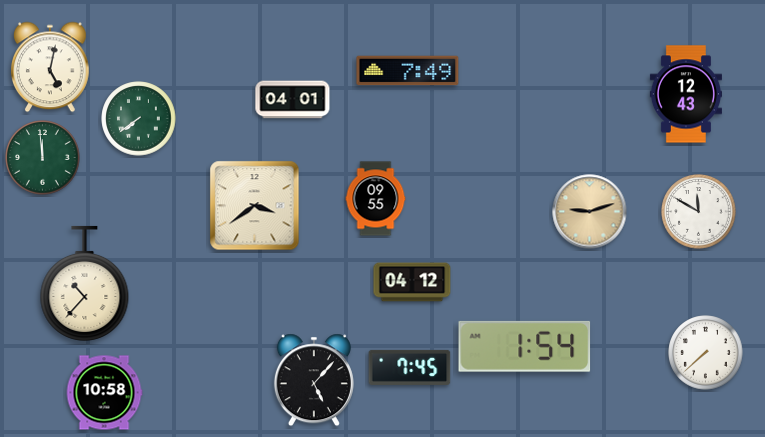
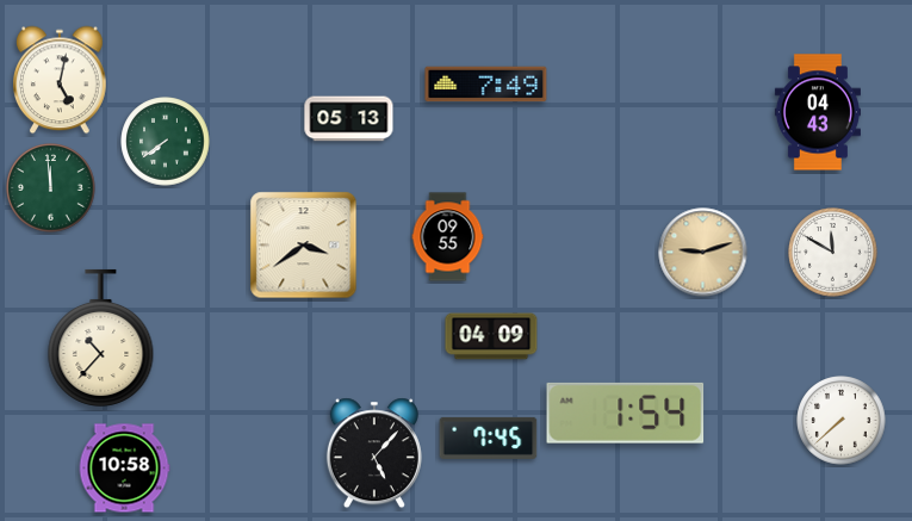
clock at (686, 94): 12:43 -> 04:43
clock at (293, 100): 04:01 -> 05:13
clock at (412, 282): 04:12 -> 04:09
